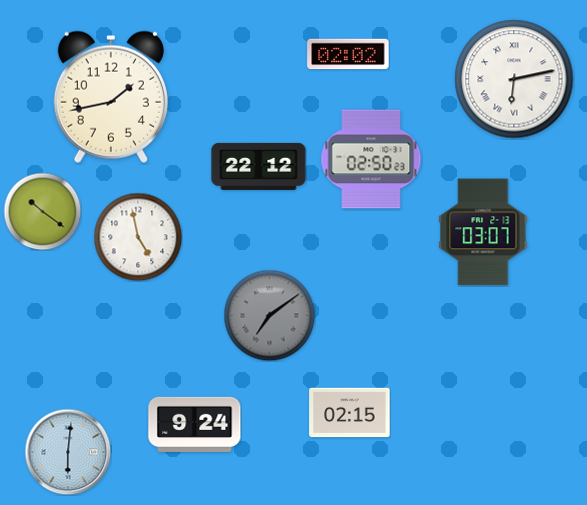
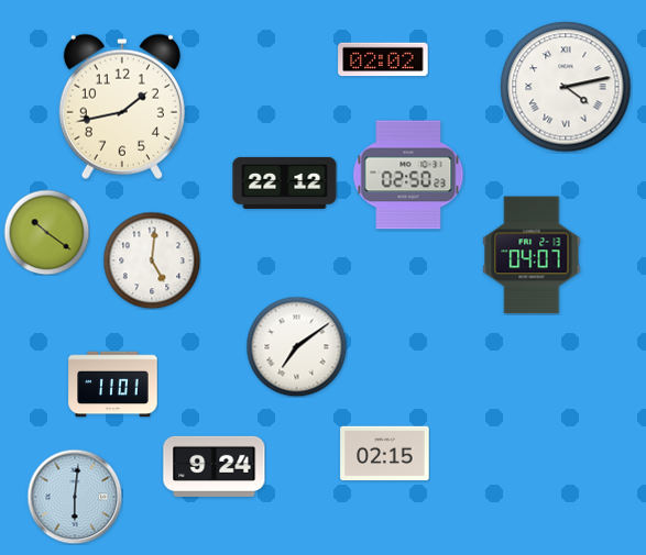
clock at (514, 79): 6:13 -> 4:13
clock at (483, 232): 03:07 -> 04:07
clock at (138, 237): 4:58 -> 5:01
clock at (269, 315) dial: grey -> white
clock at (113, 385): none -> 11:01
